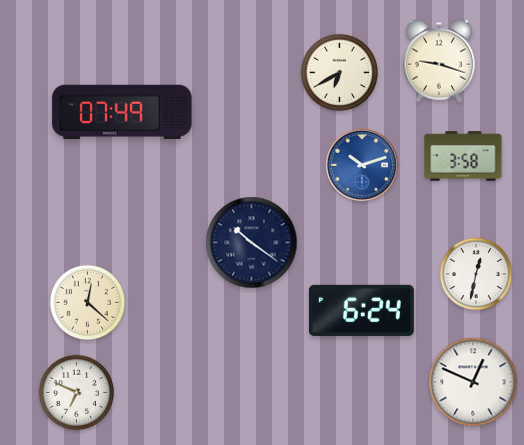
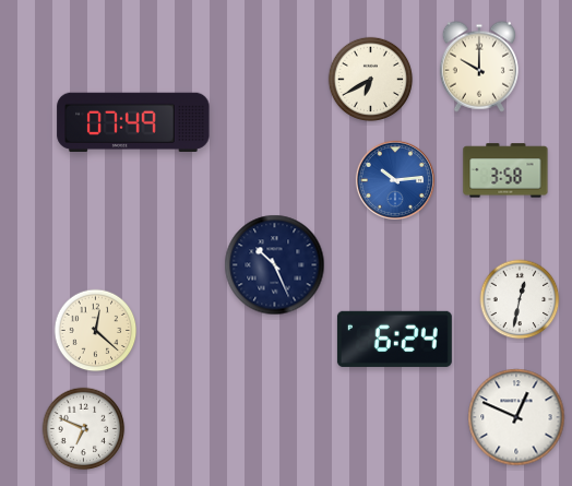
clock at (439, 61): 9:18 -> 10:00
clock at (362, 165): 10:12 -> 10:14
clock at (252, 243): 10:21 -> 10:26
